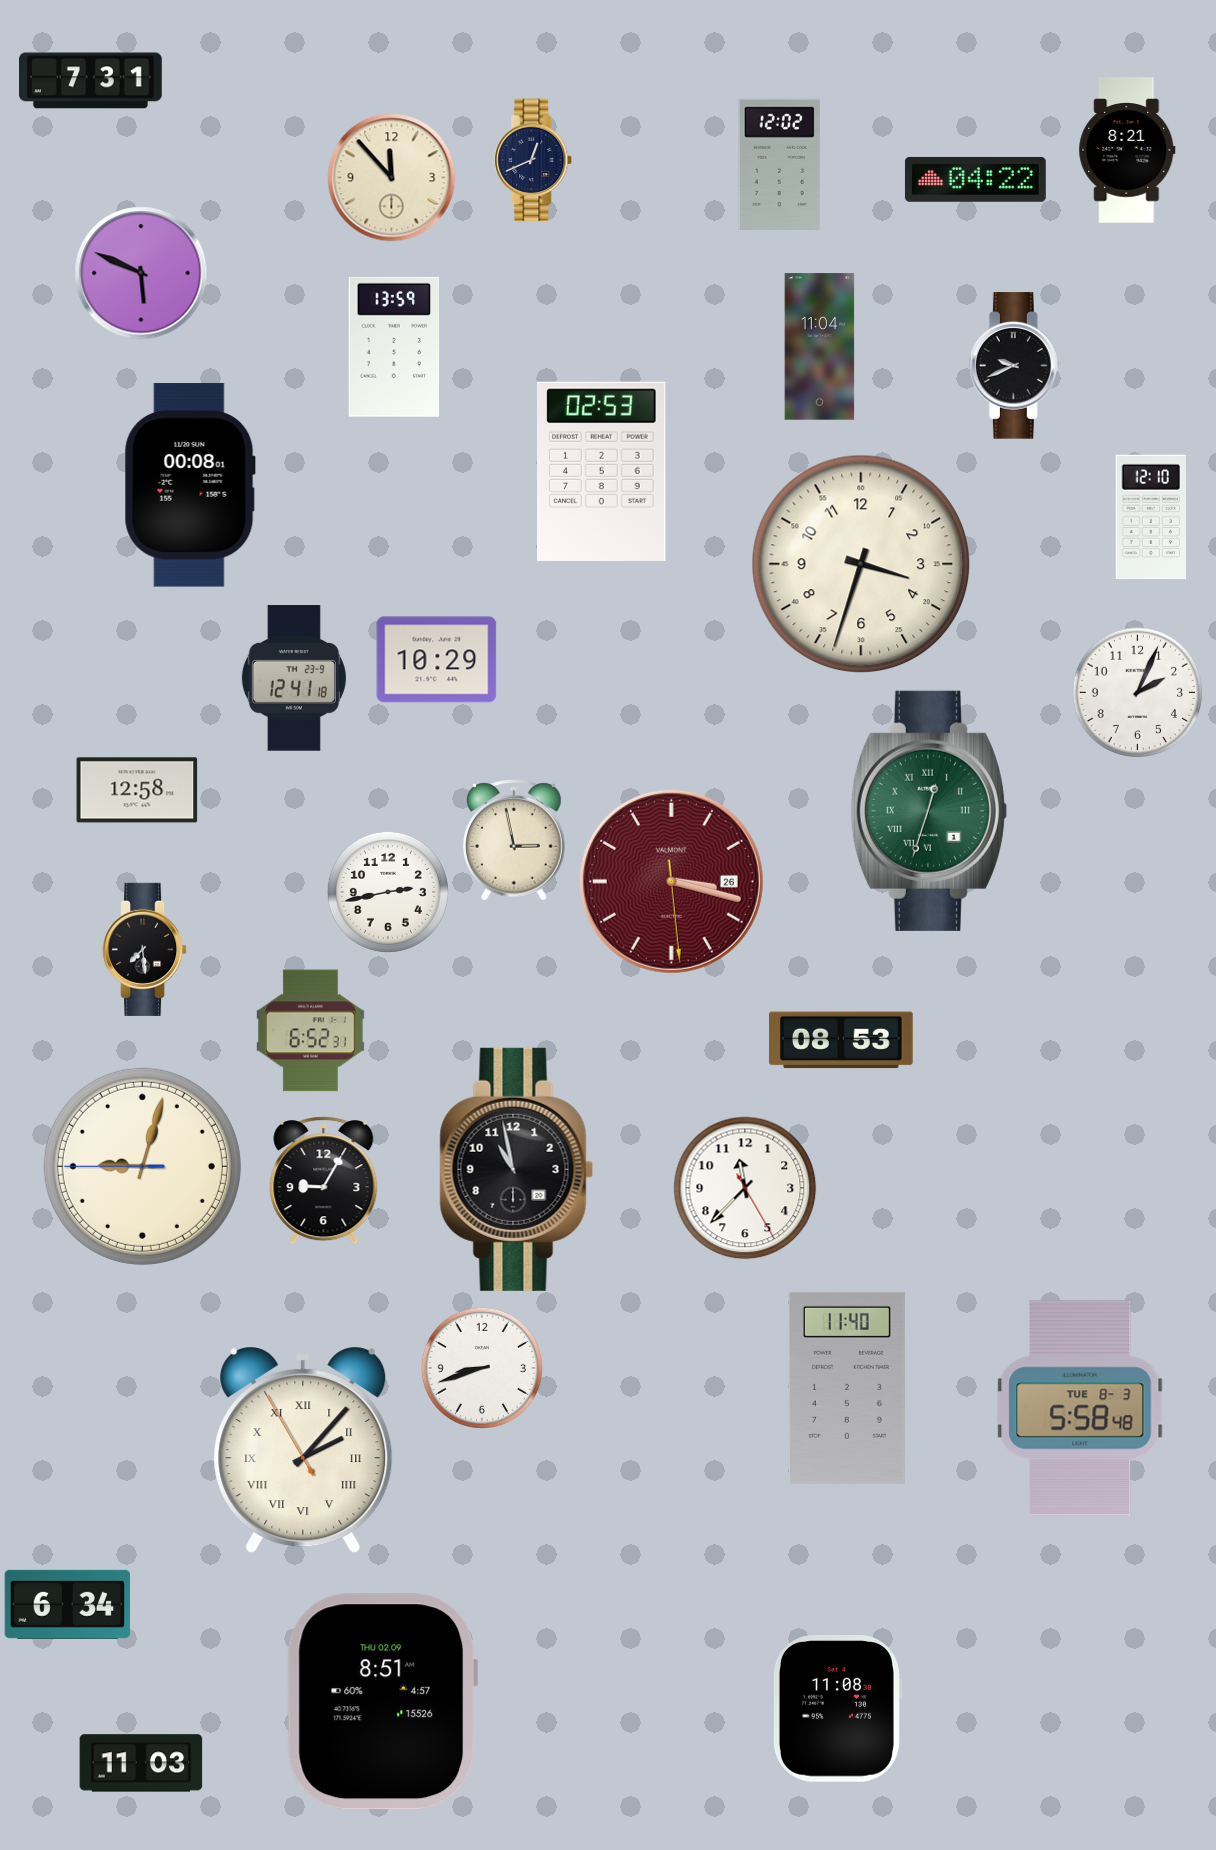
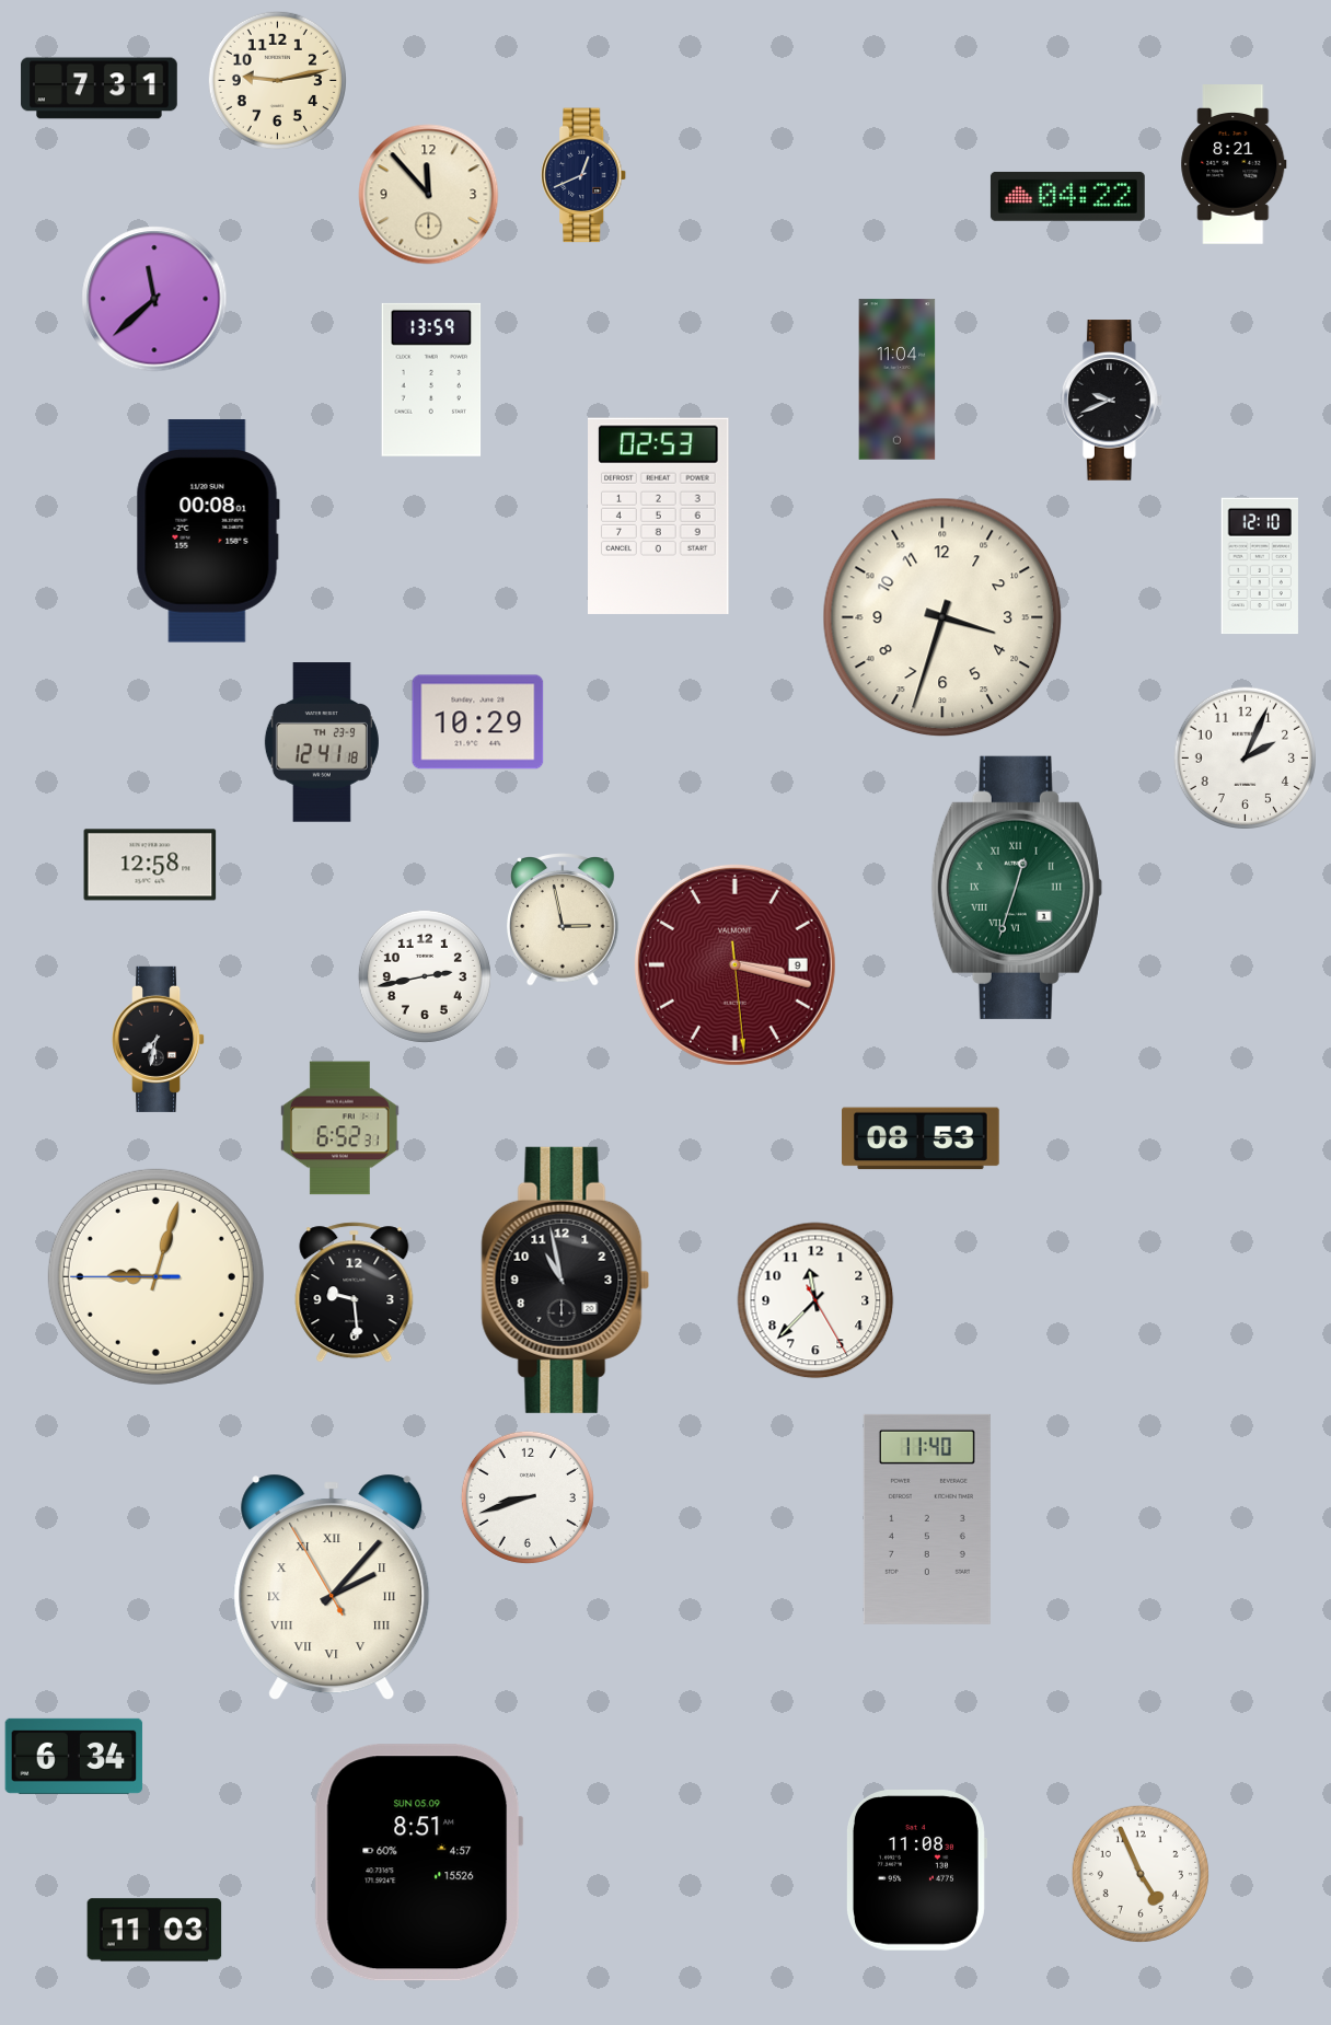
clock at (277, 80): none -> 9:13
clock at (780, 164): 12:02 -> none
clock at (141, 273): 5:49 -> 11:38
clock at (671, 881) date: 26 -> 9
clock at (145, 949): 7:29 -> 7:32
clock at (324, 1181): 9:05 -> 9:29
clock at (1080, 1408): 5:58 -> none
clock at (382, 1702) date: THU 02.09 -> SUN 05.09
clock at (1141, 1874): none -> 4:56
